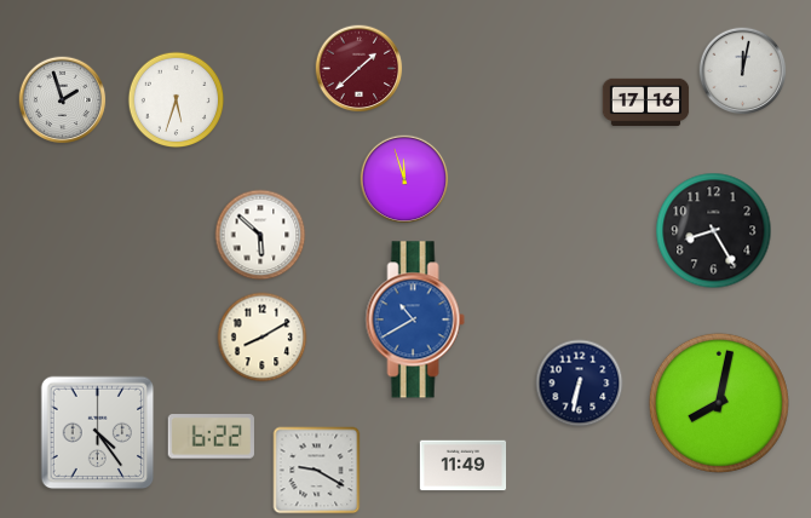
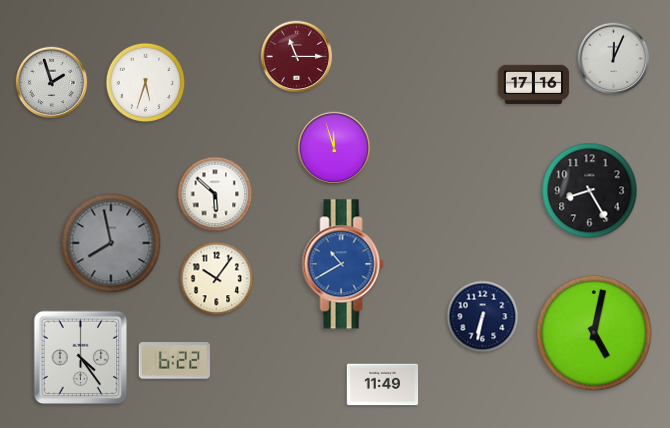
clock at (360, 69): 1:38 -> 11:15
clock at (743, 71): 12:02 -> 12:04
clock at (111, 243): none -> 7:58
clock at (263, 338): 8:10 -> 10:06
clock at (580, 384) position: (580, 384) -> (483, 317)
clock at (719, 403): 8:02 -> 5:02
clock at (317, 471): 9:20 -> none
